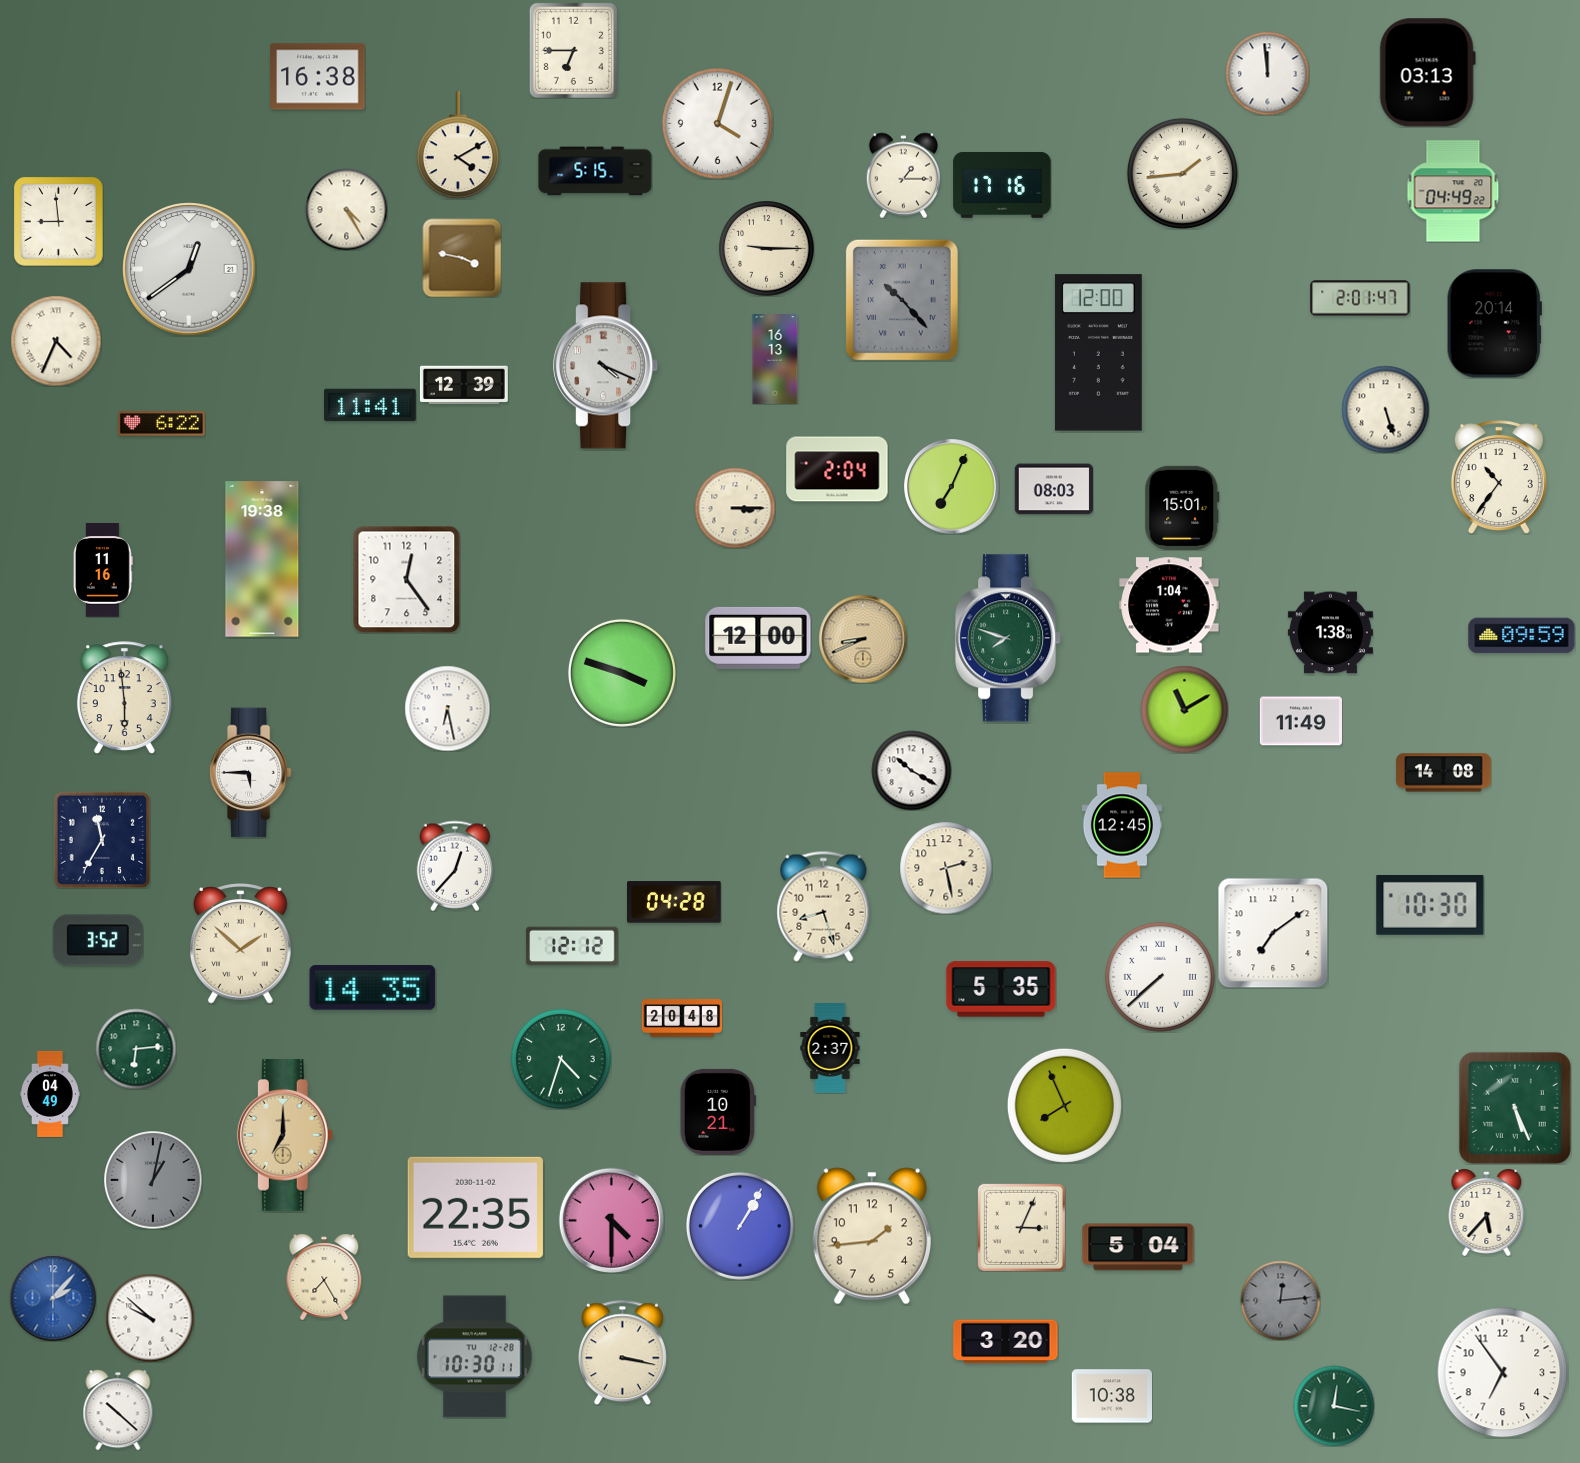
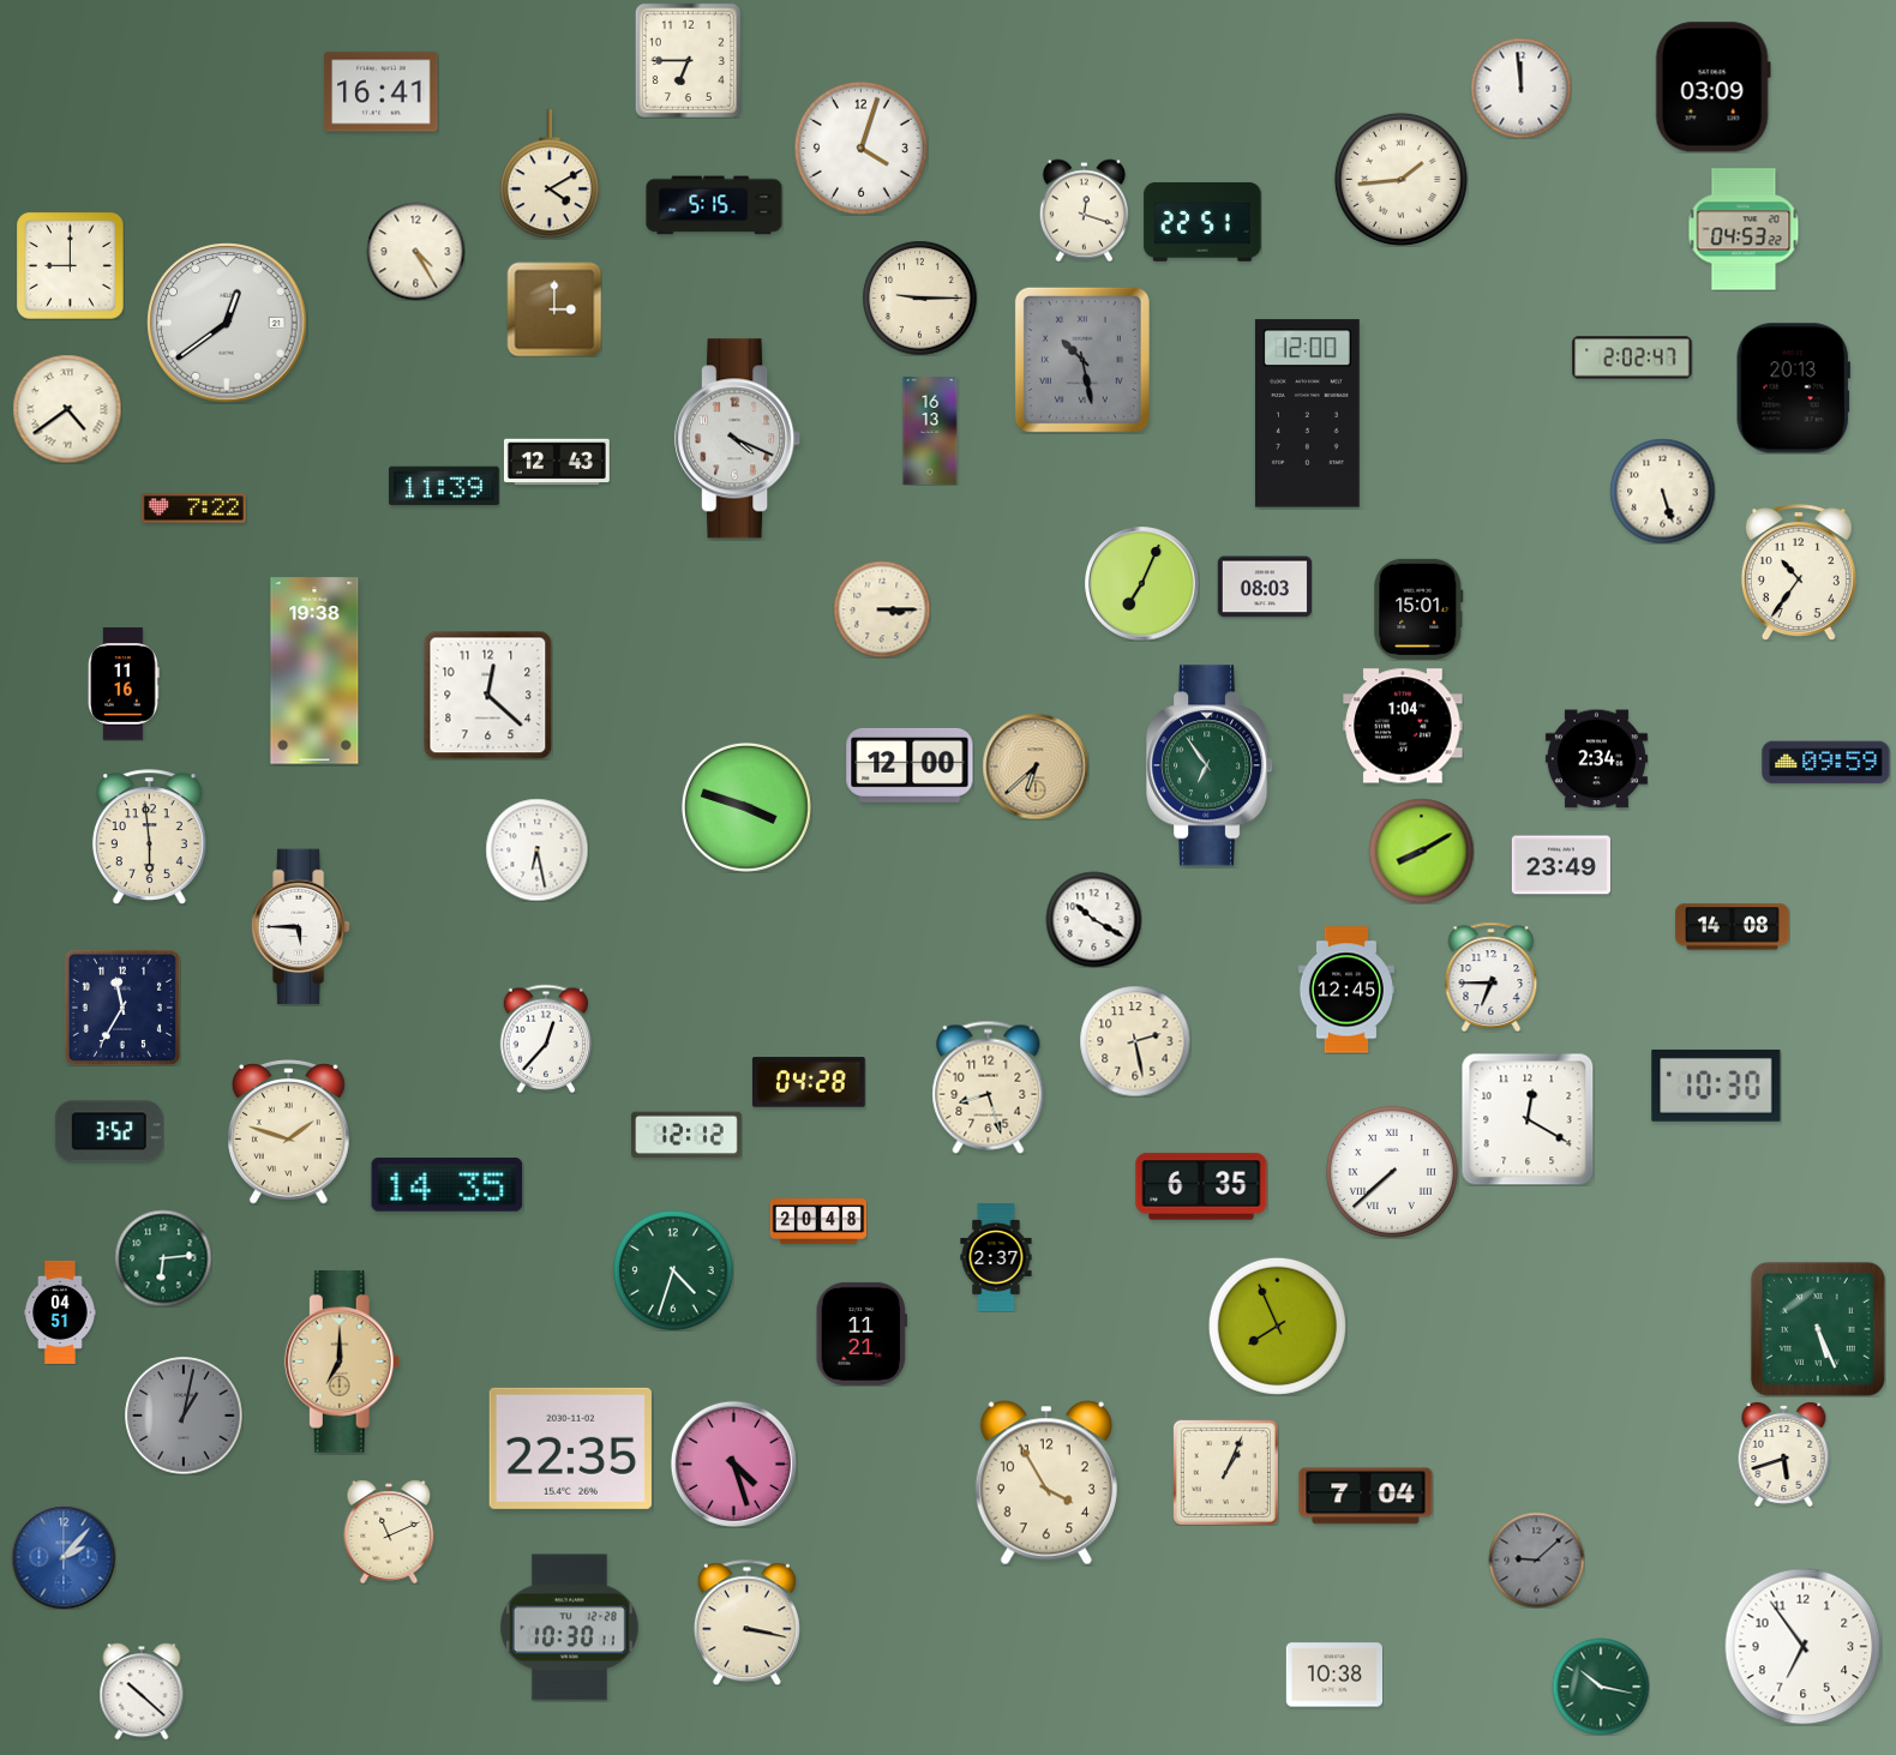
clock at (1427, 73): 03:13 -> 03:09
clock at (318, 77): 16:38 -> 16:41
clock at (1182, 173) position: (1182, 173) -> (1400, 179)
clock at (903, 175): 1:15 -> 12:18
clock at (1002, 185): 17:16 -> 22:51
clock at (1453, 191): 04:49 -> 04:53
clock at (59, 222): 8:59 -> 9:00
clock at (462, 258): 3:47 -> 3:00
clock at (1360, 298): 2:01 -> 2:02
clock at (902, 300): 10:23 -> 10:28
clock at (1494, 324): 20:14 -> 20:13
clock at (56, 341): 4:34 -> 4:39
clock at (1098, 353) position: (1098, 353) -> (1307, 414)
clock at (607, 366) position: (607, 366) -> (739, 439)
clock at (464, 385): 12:39 -> 12:43
clock at (371, 405): 11:41 -> 11:39
clock at (161, 424): 6:22 -> 7:22
clock at (837, 469): 2:04 -> none
clock at (406, 579): 12:24 -> 12:22
clock at (1330, 633): 1:38 -> 2:34
clock at (1009, 638): 7:48 -> 6:54
clock at (863, 639): 8:41 -> 6:38
clock at (1184, 709): 11:10 -> 8:10
clock at (1301, 721): 11:49 -> 23:49
clock at (911, 770) position: (911, 770) -> (1093, 919)
clock at (1492, 976): none -> 6:45
clock at (1273, 933): 7:09 -> 12:20
clock at (98, 940) position: (98, 940) -> (109, 1131)
clock at (241, 944): 1:52 -> 1:48
clock at (1001, 989): 5:35 -> 6:35
clock at (50, 1094): 04:49 -> 04:51
clock at (718, 1112): 10:21 -> 11:21
clock at (1487, 1213): 5:37 -> 5:42
clock at (611, 1220): 4:30 -> 4:27
clock at (740, 1226): 1:05 -> none
clock at (1021, 1227): 3:04 -> 1:04
clock at (872, 1236): 1:44 -> 3:55
clock at (1138, 1247): 5:04 -> 7:04
clock at (324, 1277): 7:25 -> 11:11
clock at (1280, 1300): 12:14 -> 9:08
clock at (150, 1318): 9:52 -> none
clock at (1006, 1342): 3:20 -> none
clock at (1334, 1406): 12:17 -> 10:17
